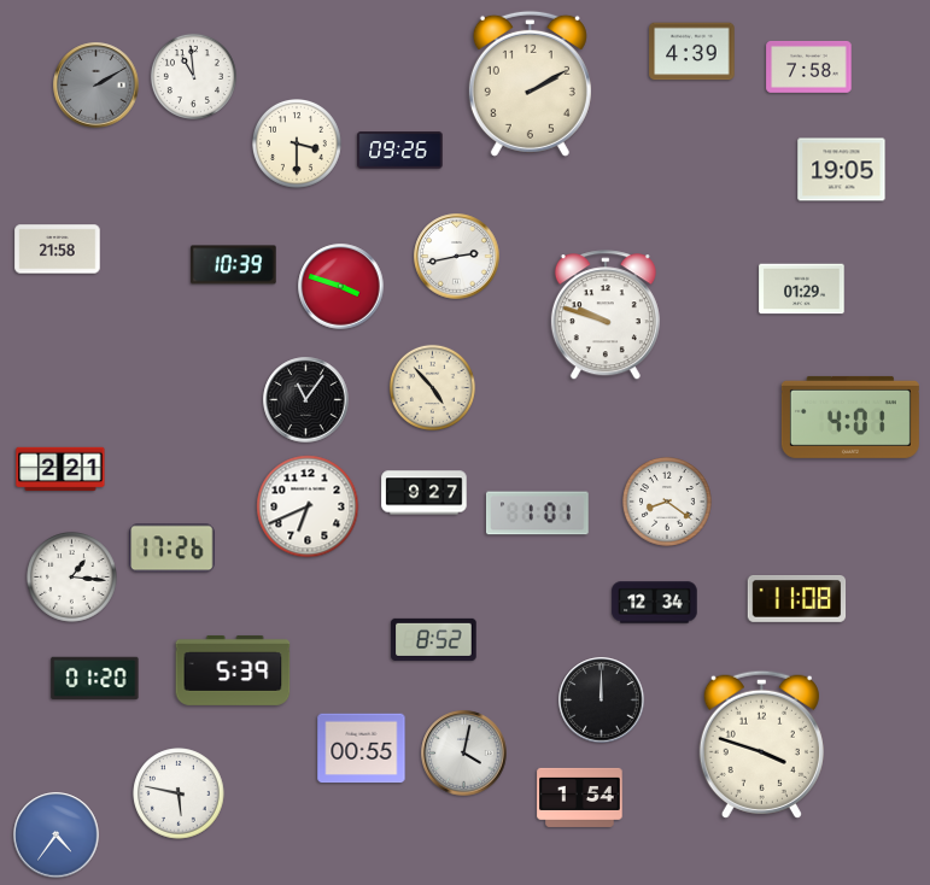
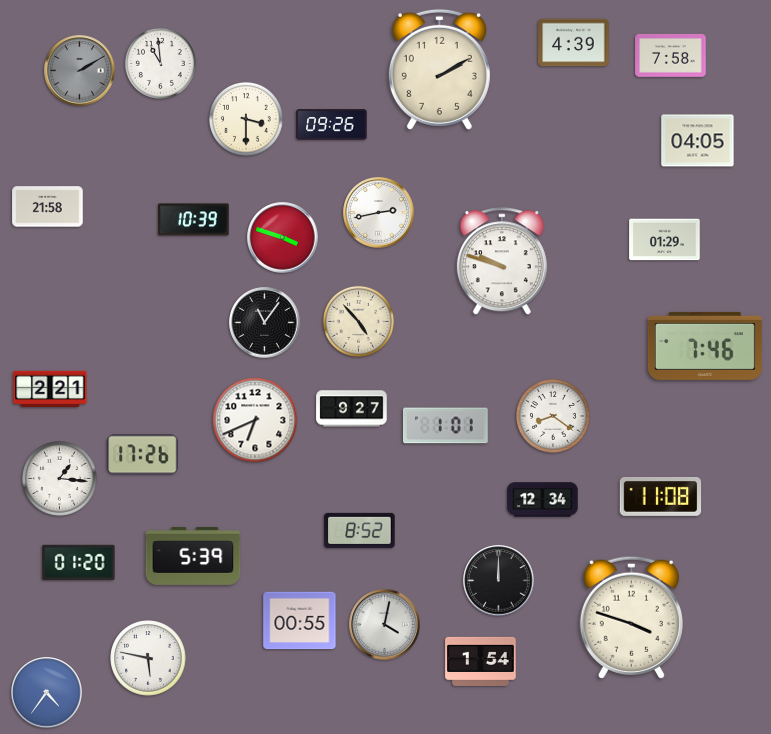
clock at (842, 170): 19:05 -> 04:05
clock at (306, 400) position: (306, 400) -> (265, 323)
clock at (850, 417): 4:01 -> 7:46
